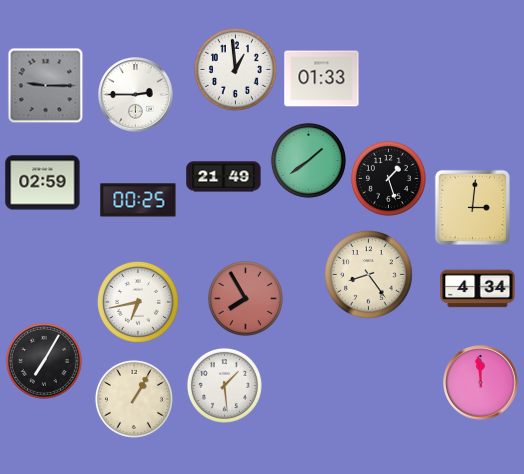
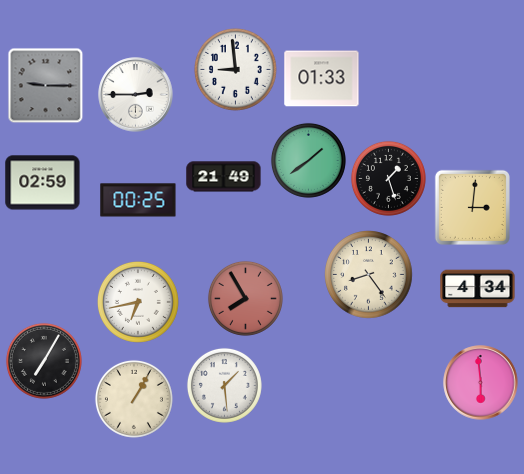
clock at (235, 69): 12:59 -> 8:59
clock at (481, 383): 11:59 -> 5:59
